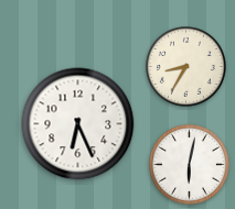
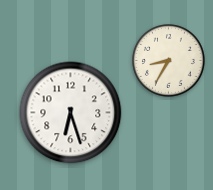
clock at (78, 124): 6:26 -> 6:27
clock at (190, 165): 6:02 -> none
